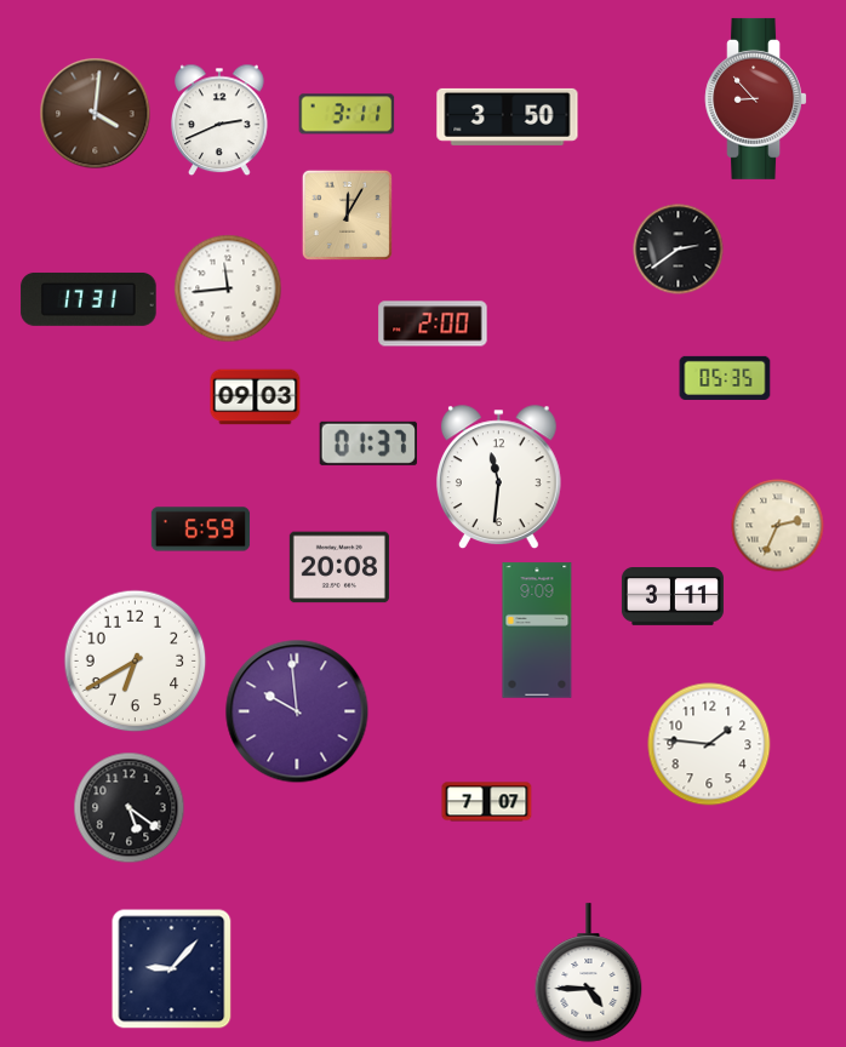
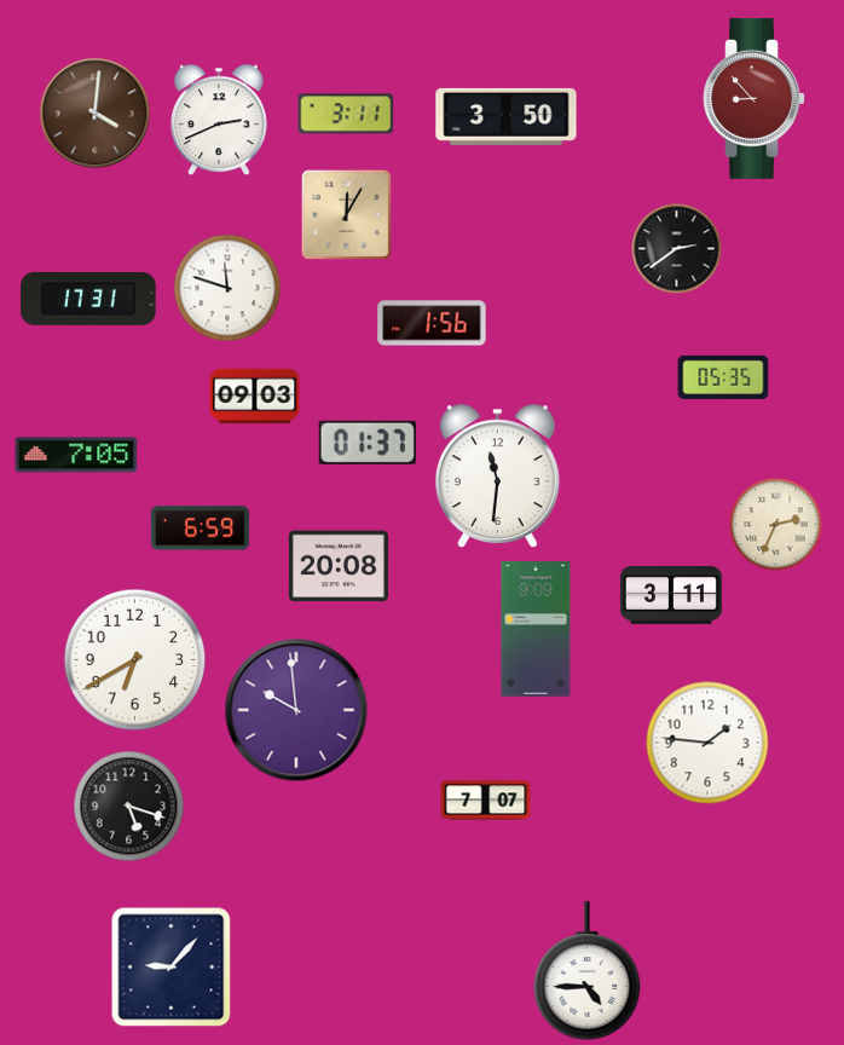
clock at (228, 288): 11:44 -> 11:48
clock at (433, 324): 2:00 -> 1:56
clock at (76, 455): none -> 7:05
clock at (130, 808): 5:21 -> 5:18
